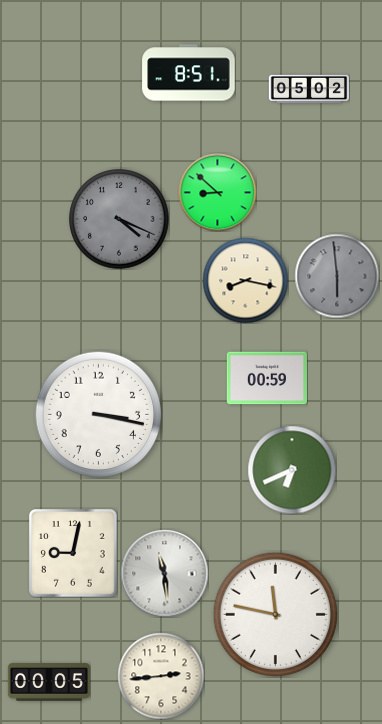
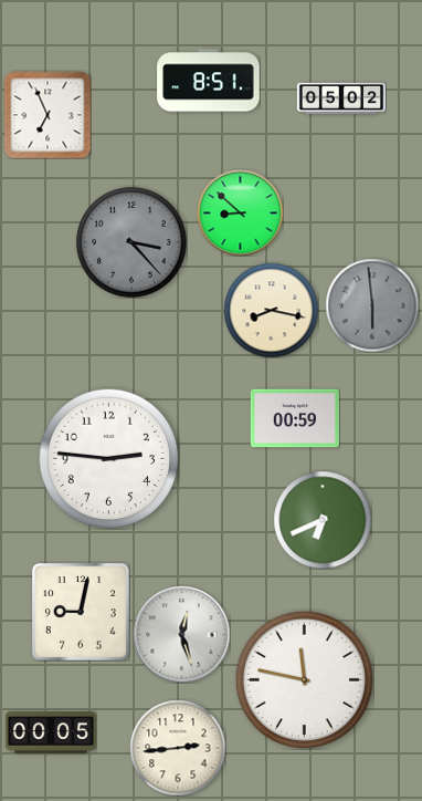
clock at (48, 115): none -> 6:56
clock at (119, 219): 4:19 -> 3:23
clock at (98, 414): 3:17 -> 2:46
clock at (164, 573): 11:29 -> 12:27
clock at (49, 682) position: (49, 682) -> (51, 732)
